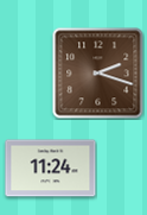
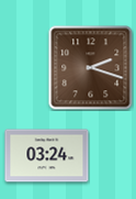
clock at (51, 169): 11:24 -> 03:24
